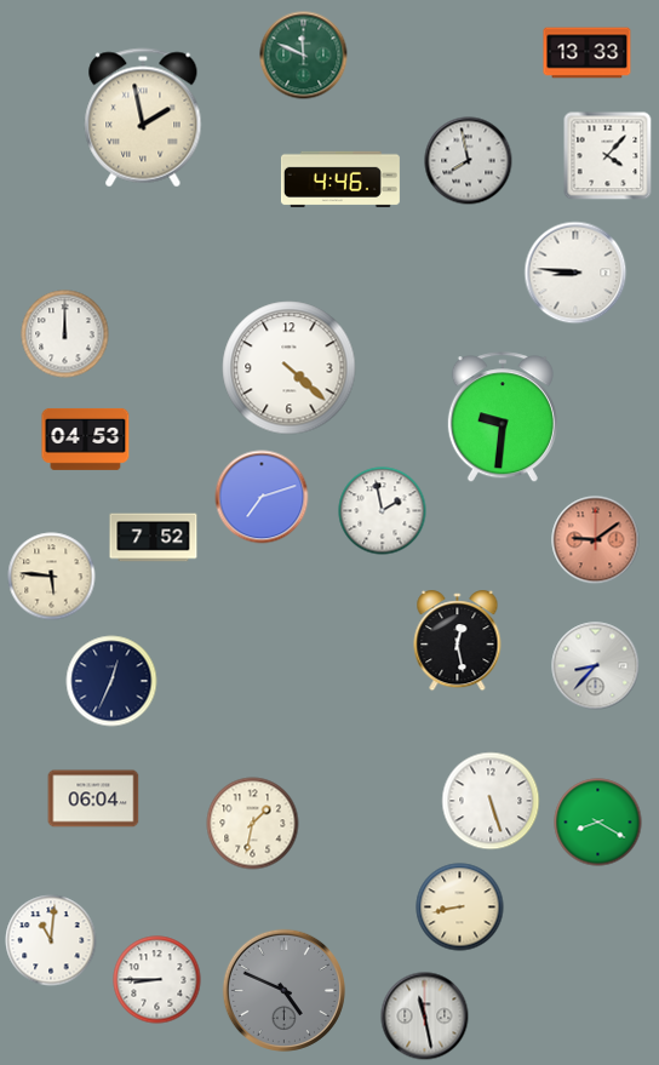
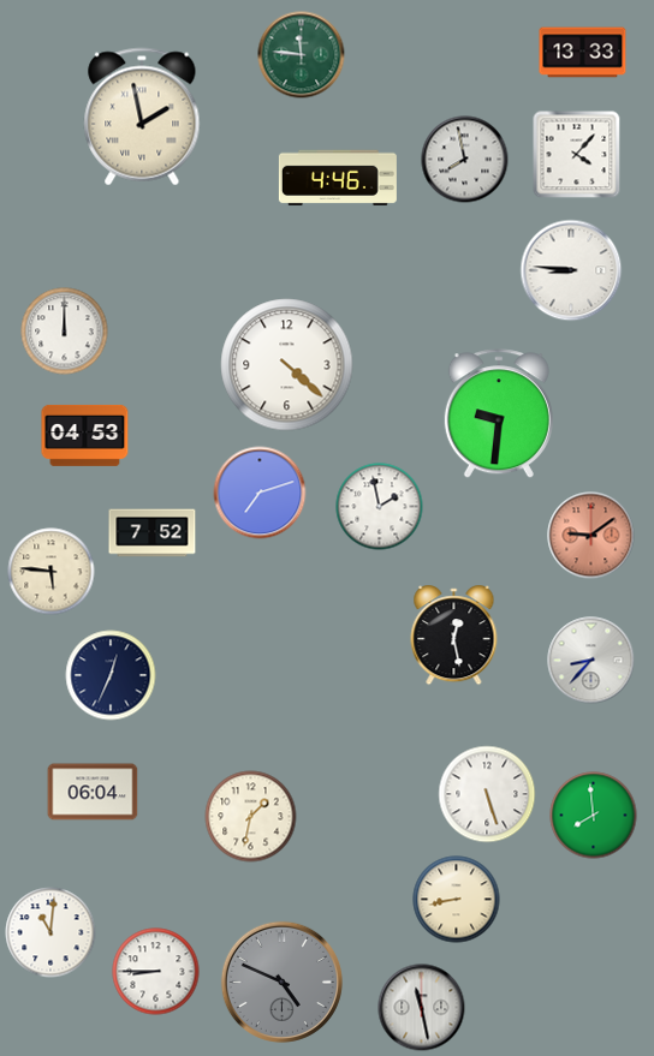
clock at (304, 56): 11:49 -> 11:46
clock at (608, 156) position: (608, 156) -> (577, 155)
clock at (598, 823): 8:20 -> 7:59
